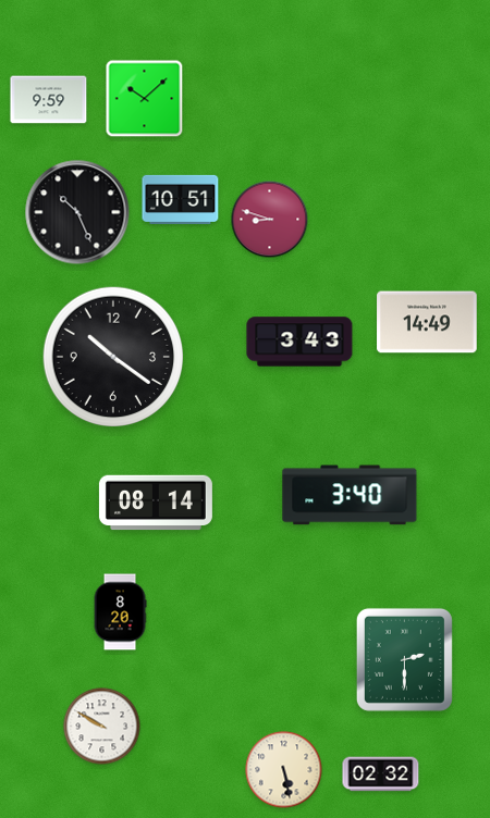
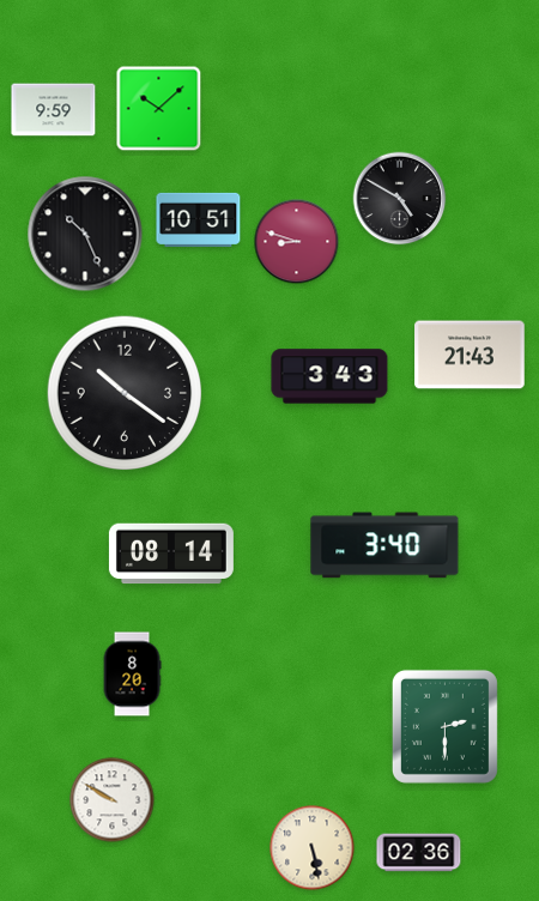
clock at (400, 199): none -> 4:50
clock at (427, 322): 14:49 -> 21:43
clock at (381, 774): 02:32 -> 02:36
